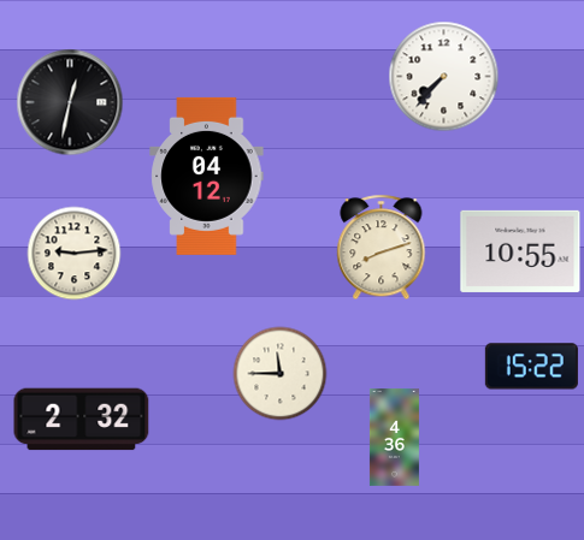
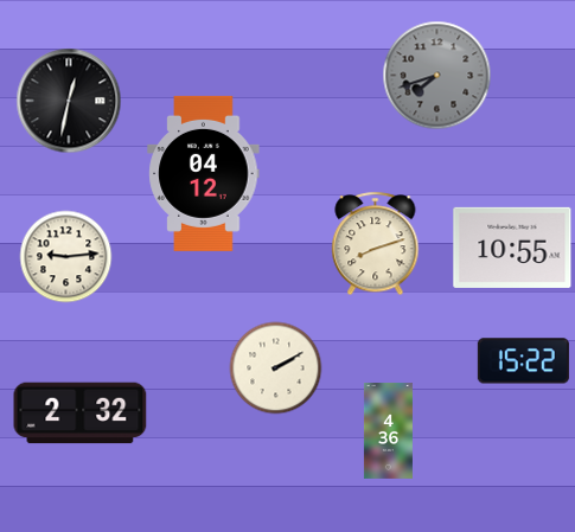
clock at (443, 76): 7:37 -> 7:42
clock at (443, 76) dial: white -> grey
clock at (73, 253) position: (73, 253) -> (65, 256)
clock at (279, 373): 11:45 -> 2:10
